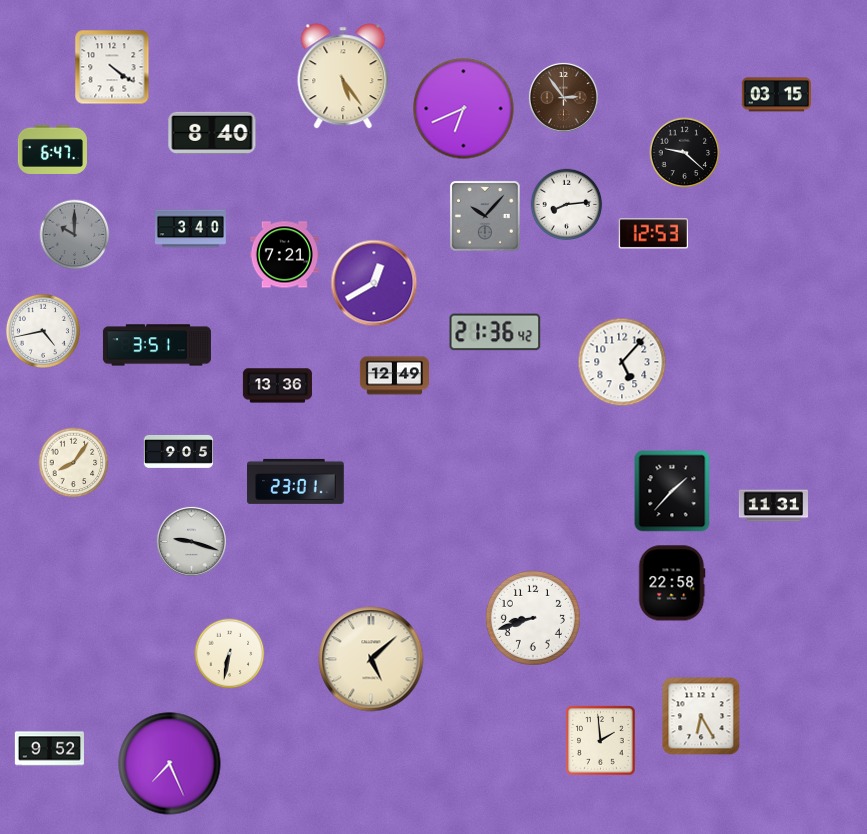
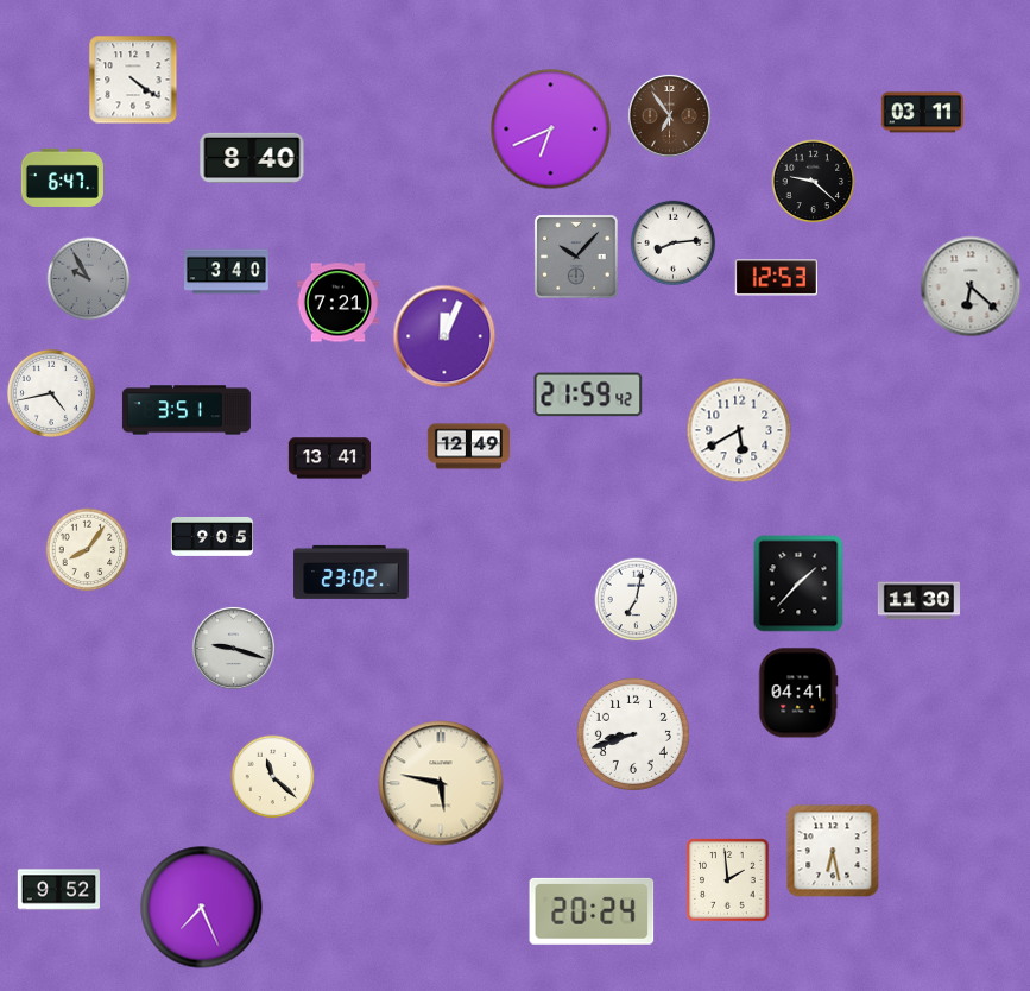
clock at (343, 76): 5:24 -> none
clock at (776, 95): 03:15 -> 03:11
clock at (563, 97): 2:54 -> 6:54
clock at (75, 235): 10:00 -> 9:55
clock at (971, 286): none -> 6:22
clock at (374, 283): 12:40 -> 12:04
clock at (495, 332): 21:36 -> 21:59
clock at (622, 362): 5:07 -> 5:40
clock at (277, 386): 13:36 -> 13:41
clock at (296, 481): 23:01 -> 23:02
clock at (637, 600): none -> 7:02
clock at (773, 506): 11:31 -> 11:30
clock at (191, 541) position: (191, 541) -> (233, 648)
clock at (672, 583): 22:58 -> 04:41
clock at (230, 654): 6:32 -> 11:22
clock at (371, 659): 5:08 -> 5:47
clock at (701, 716): 6:25 -> 6:28
clock at (601, 741) position: (601, 741) -> (728, 880)
clock at (592, 911): none -> 20:24
